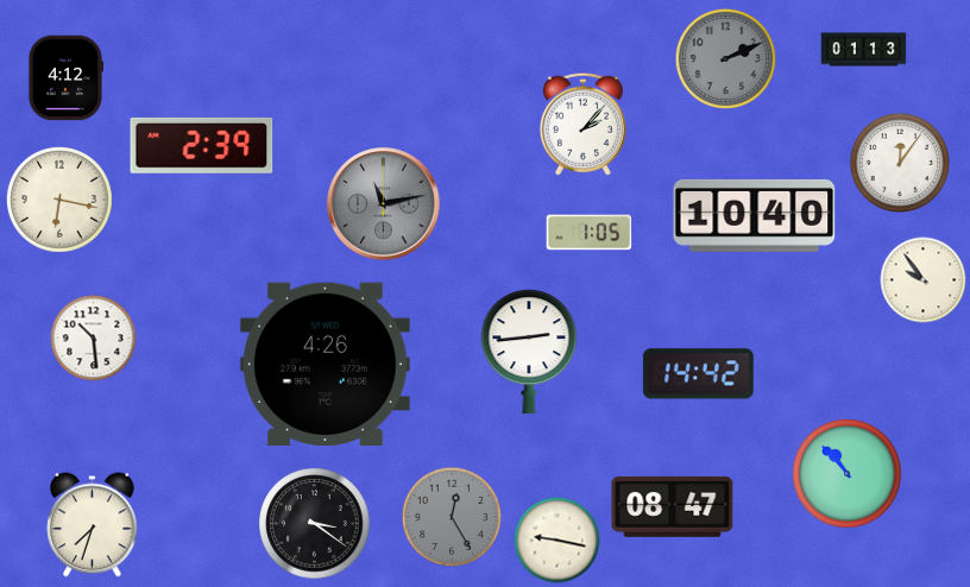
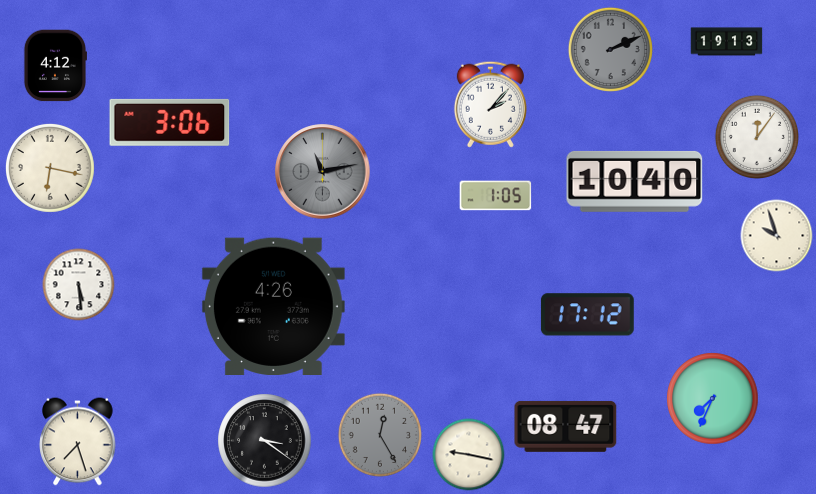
clock at (864, 50): 01:13 -> 19:13
clock at (202, 145): 2:39 -> 3:06
clock at (924, 280): 9:54 -> 9:57
clock at (94, 339): 10:29 -> 5:29
clock at (529, 352): 2:44 -> none
clock at (698, 374): 14:42 -> 17:12
clock at (848, 474): 10:53 -> 7:34
clock at (93, 525): 7:33 -> 7:27
